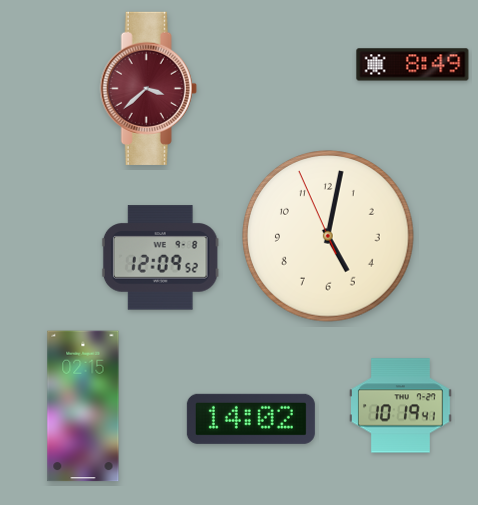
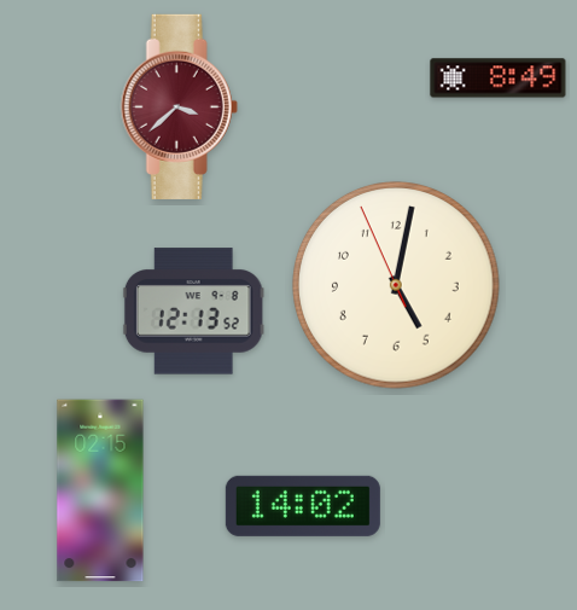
clock at (160, 258): 12:09 -> 12:13
clock at (401, 406): 10:19 -> none
